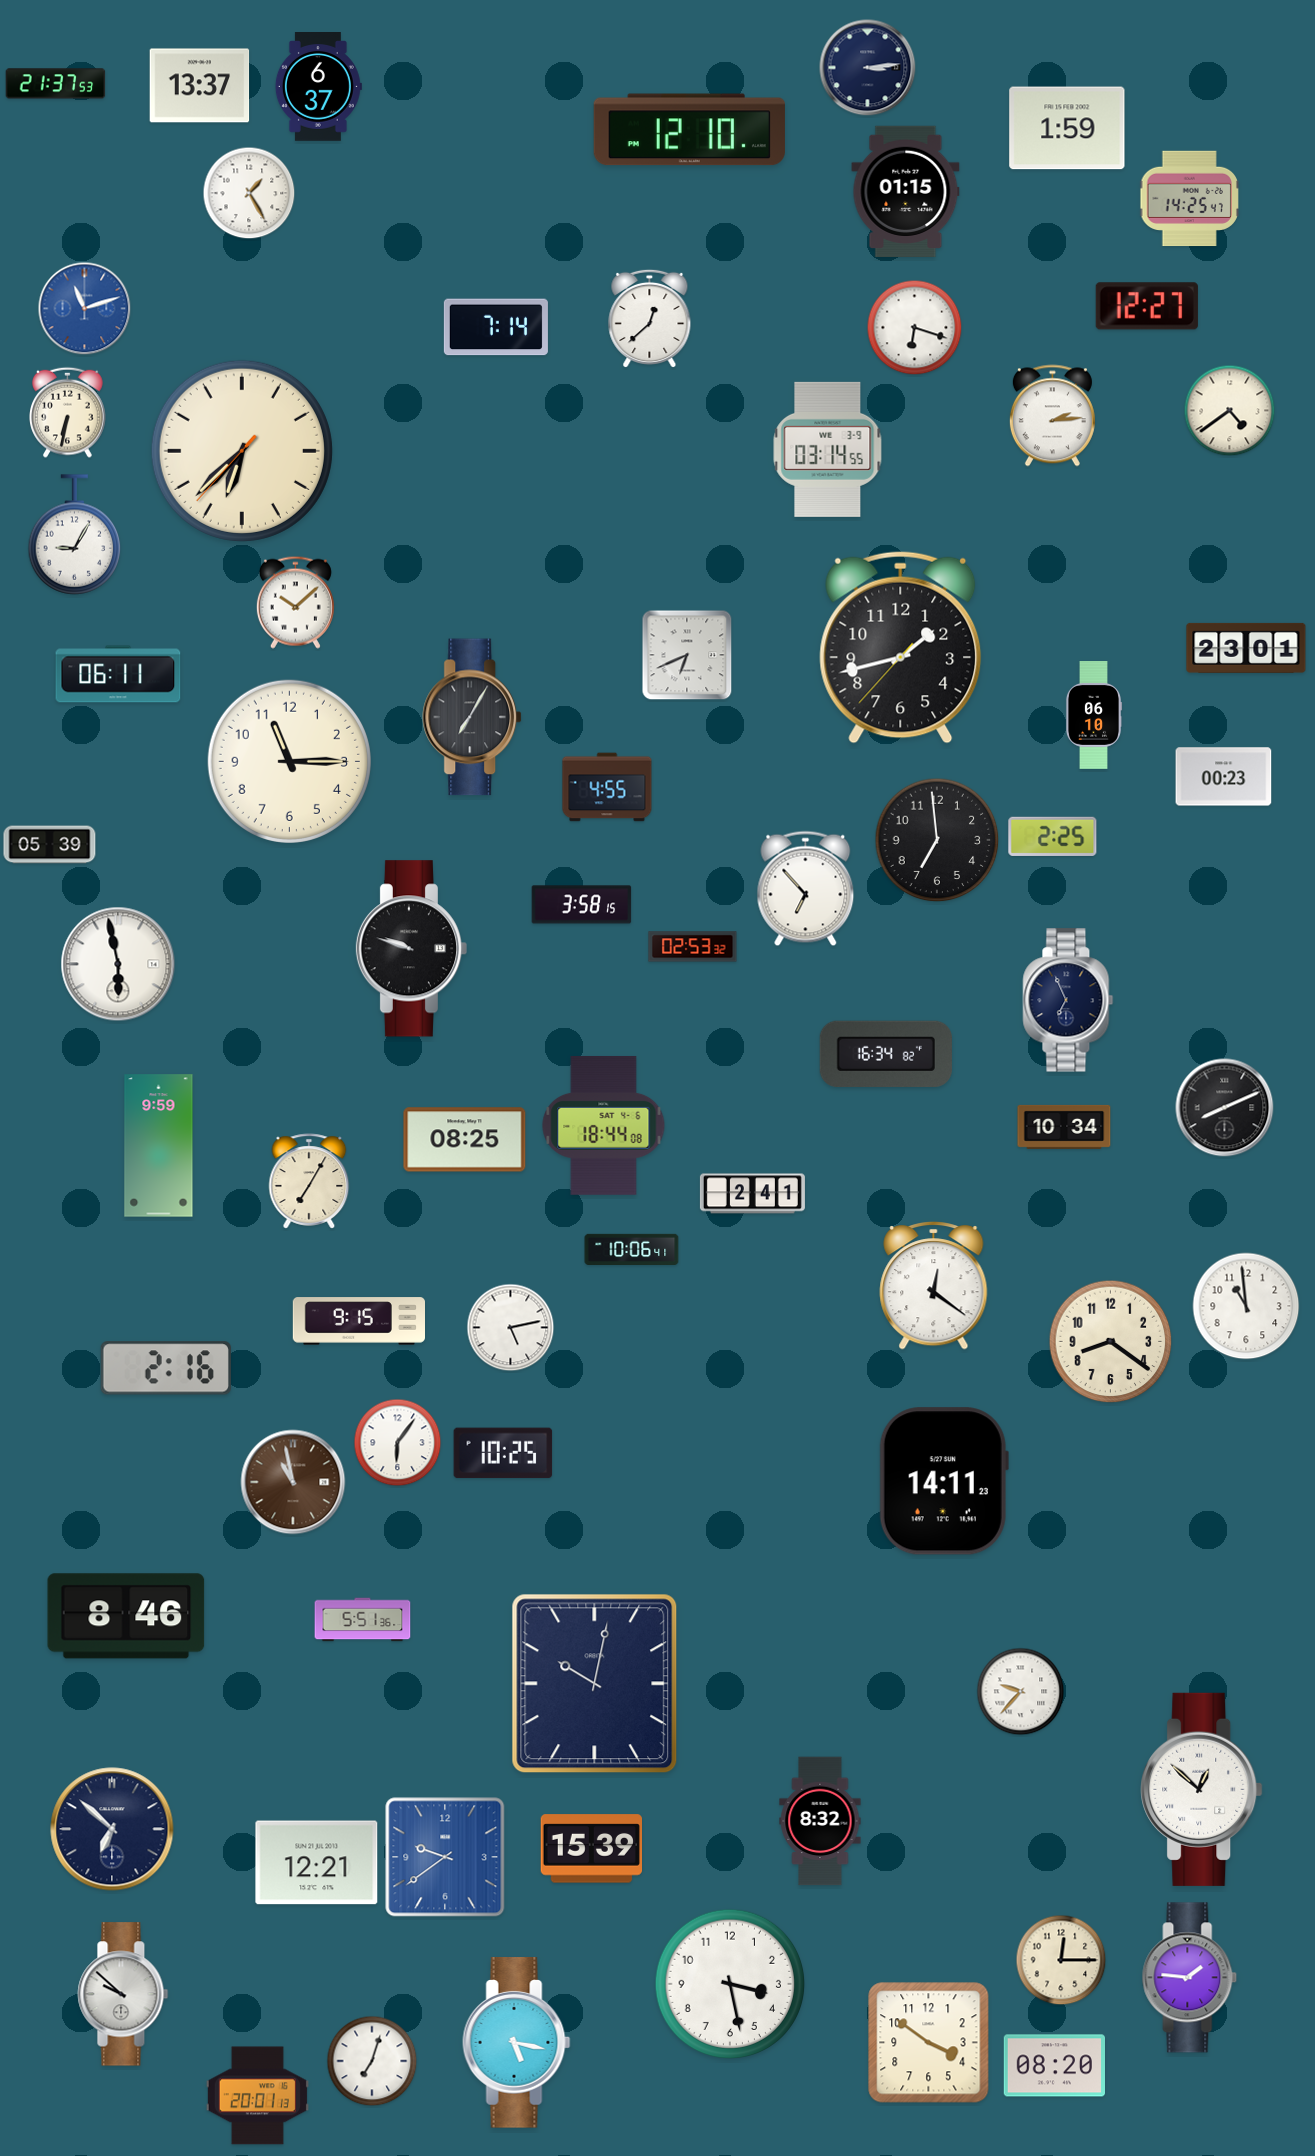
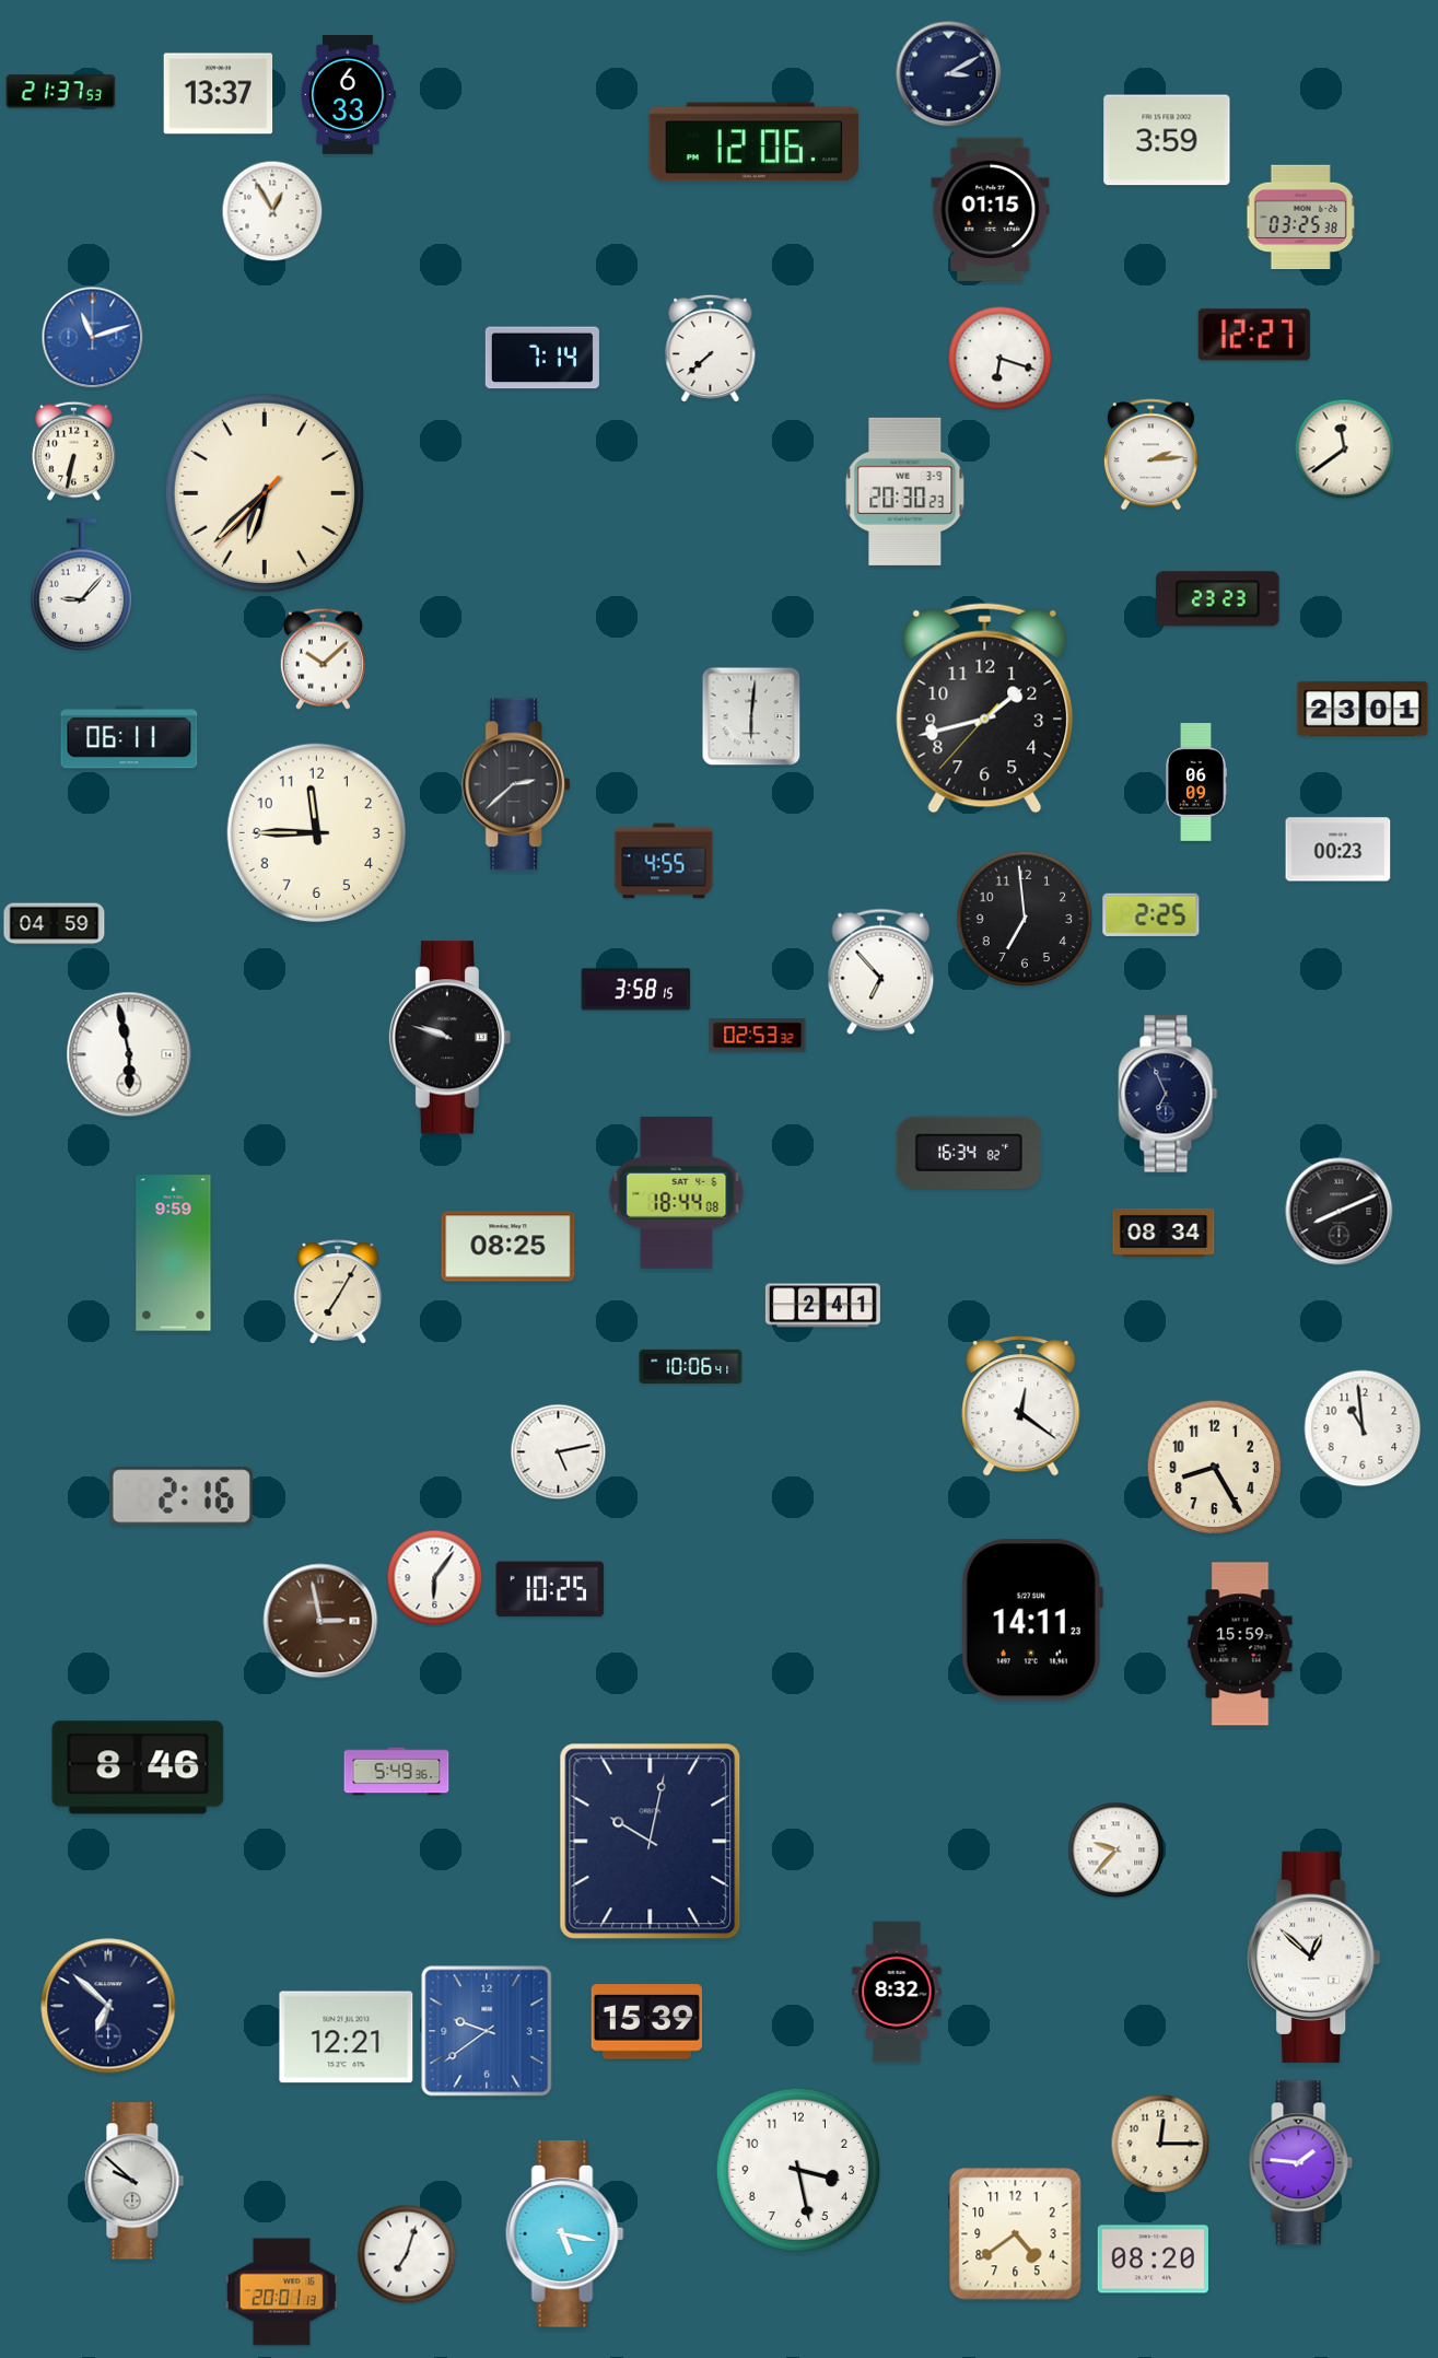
clock at (868, 68): 3:14 -> 3:10
clock at (318, 87): 6:37 -> 6:33
clock at (1067, 128): 1:59 -> 3:59
clock at (689, 130): 12:10 -> 12:06
clock at (249, 193): 1:25 -> 12:55
clock at (1189, 199): 14:25 -> 03:25
clock at (650, 319): 12:38 -> 7:38
clock at (1230, 411): 4:39 -> 11:39
clock at (828, 449): 03:14 -> 20:30
clock at (75, 535): 9:05 -> 9:07
clock at (1218, 599): none -> 23:23
clock at (687, 655): 6:41 -> 6:01
clock at (1094, 716): 06:10 -> 06:09
clock at (473, 717): 7:05 -> 2:38
clock at (289, 761): 11:15 -> 11:45
clock at (50, 845): 05:39 -> 04:59
clock at (604, 1125) position: (604, 1125) -> (677, 1192)
clock at (1064, 1127): 10:34 -> 08:34
clock at (358, 1321): 9:15 -> none
clock at (1111, 1342): 8:21 -> 8:25
clock at (293, 1482): 10:58 -> 2:58
clock at (1240, 1644): none -> 15:59
clock at (363, 1620): 5:51 -> 5:49
clock at (112, 1829) position: (112, 1829) -> (108, 2006)
clock at (929, 2043): 3:51 -> 4:39
